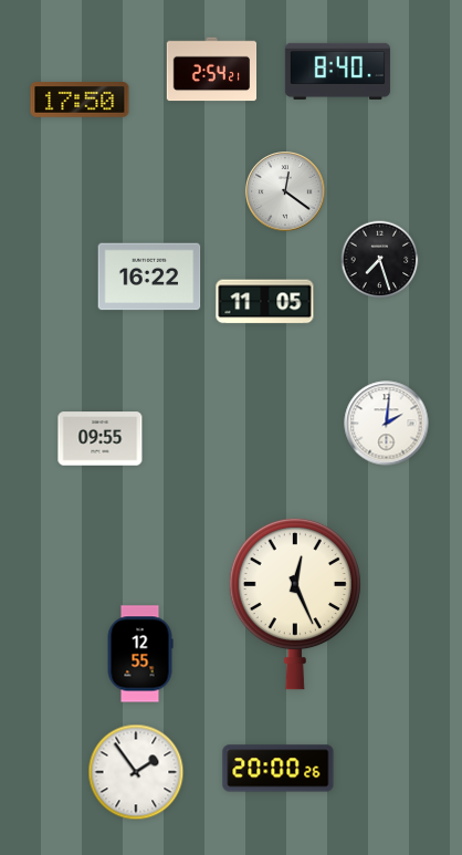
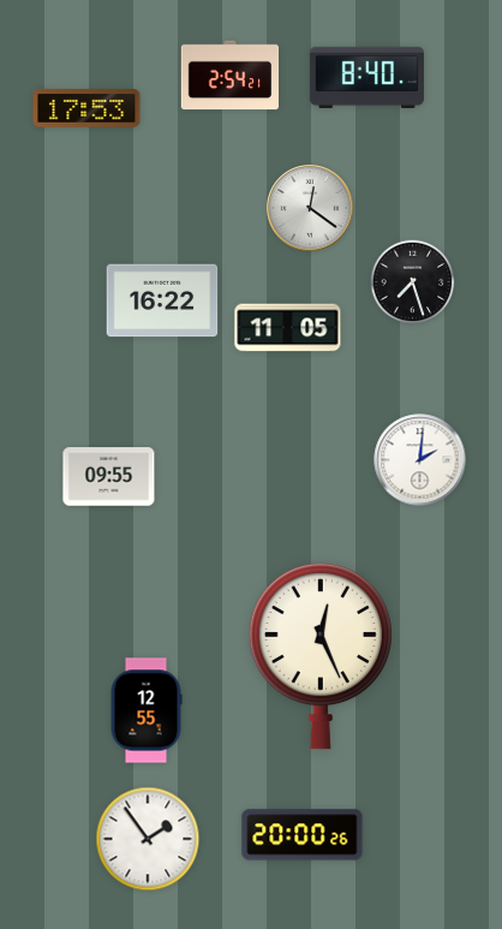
clock at (80, 100): 17:50 -> 17:53
clock at (140, 654) position: (140, 654) -> (147, 710)
